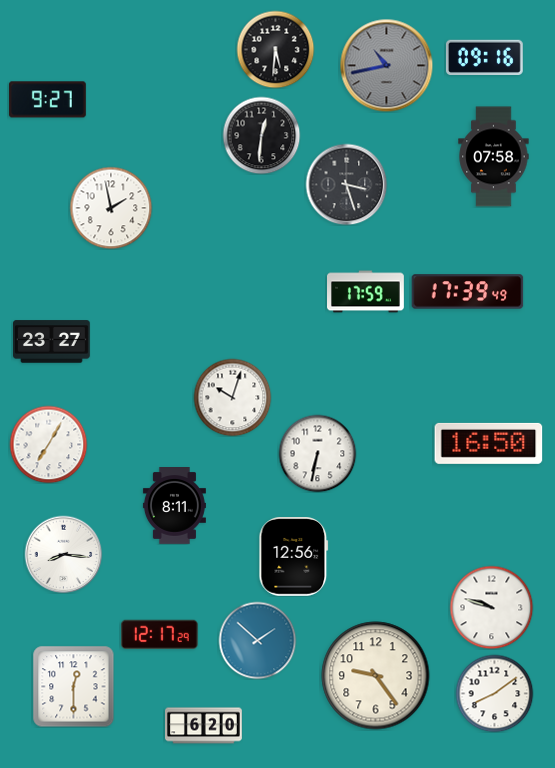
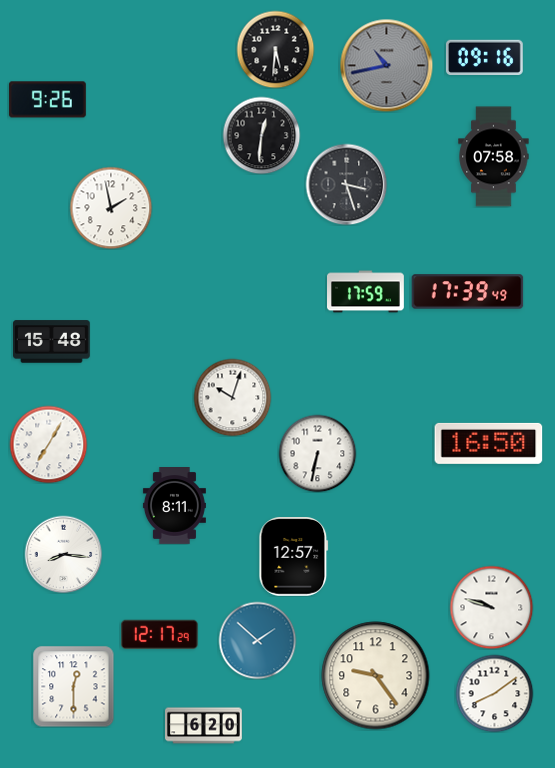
clock at (47, 100): 9:27 -> 9:26
clock at (52, 342): 23:27 -> 15:48
clock at (294, 557): 12:56 -> 12:57
